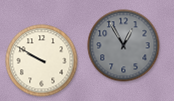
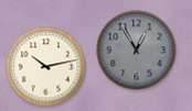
clock at (42, 61): 9:50 -> 10:13
